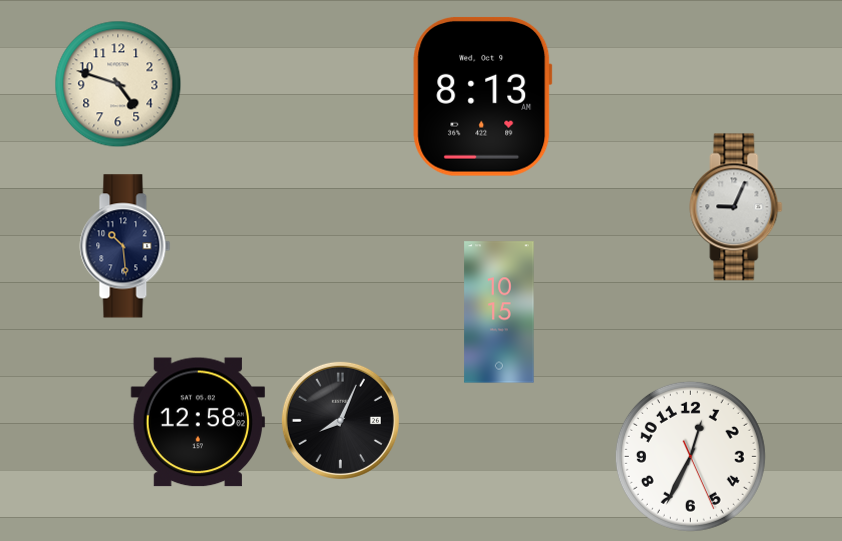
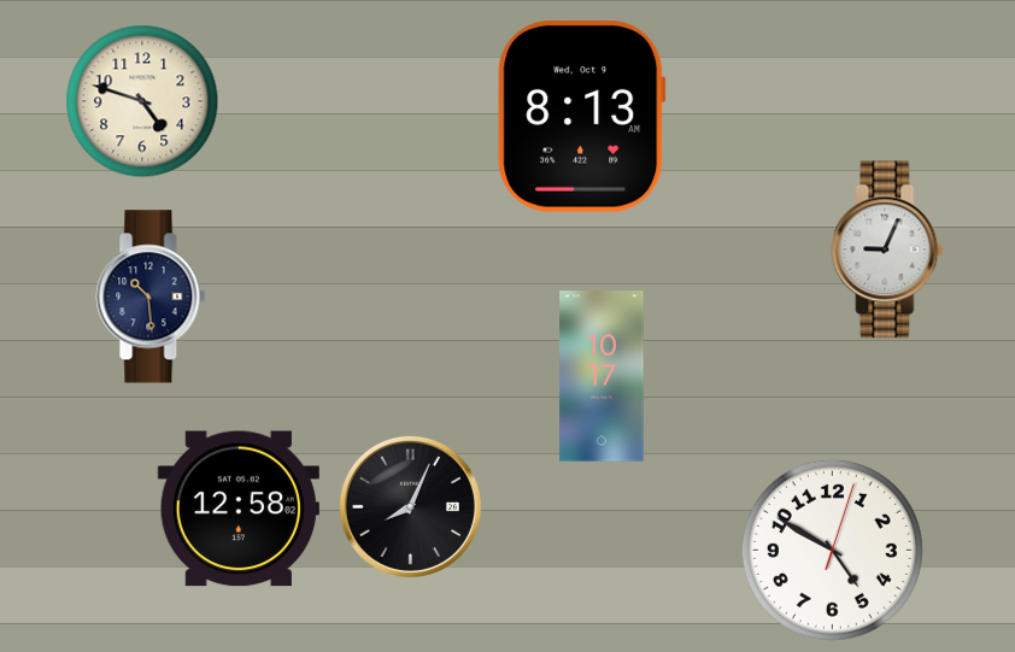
clock at (499, 312): 10:15 -> 10:17
clock at (690, 456): 12:34 -> 4:50
